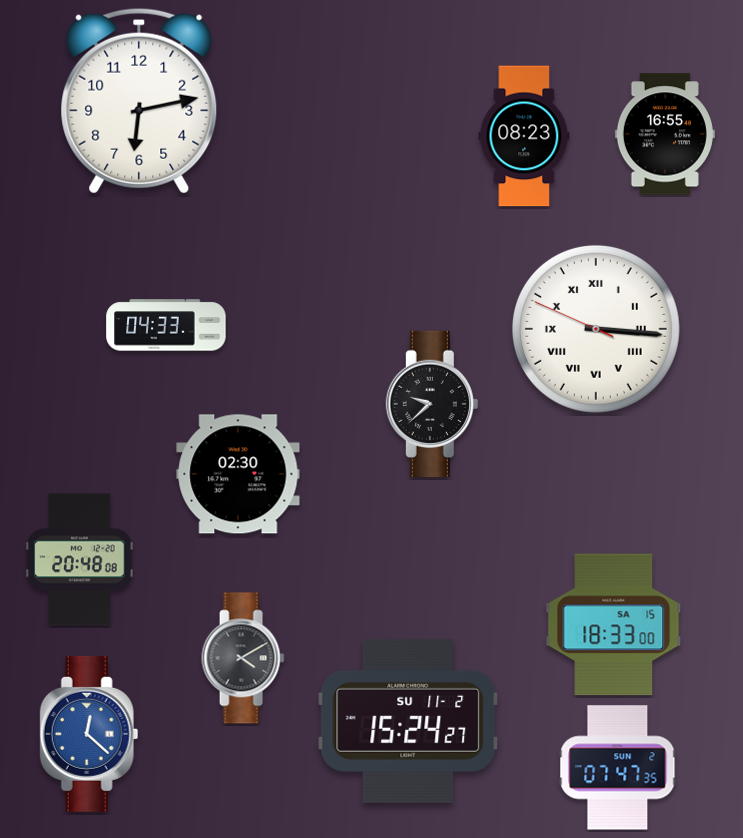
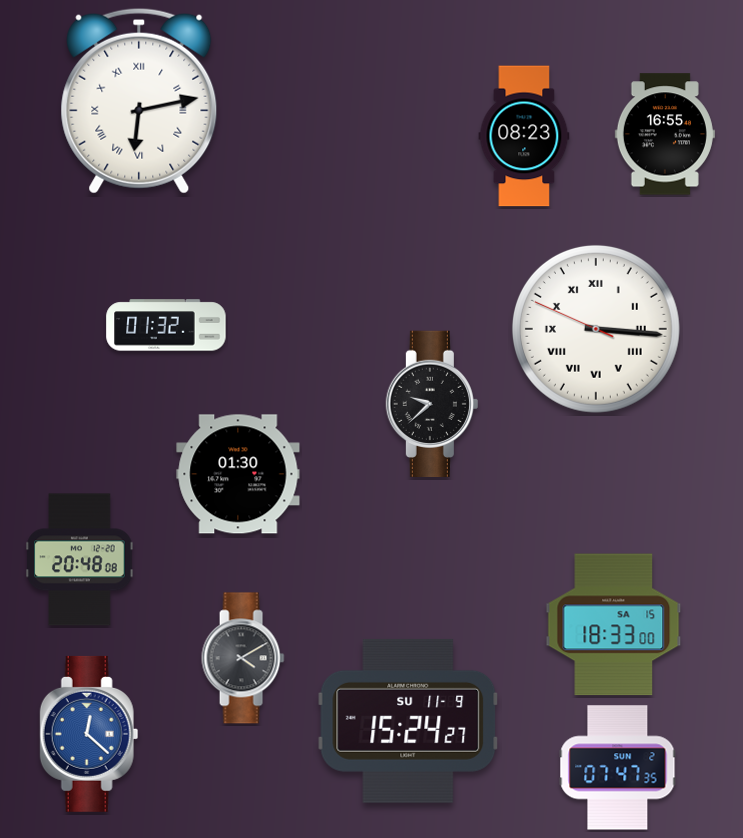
clock at (139, 101) numerals: Arabic -> Roman
clock at (166, 325): 04:33 -> 01:32
clock at (238, 474): 02:30 -> 01:30
clock at (408, 721) date: SU 11-2 -> SU 11-9
